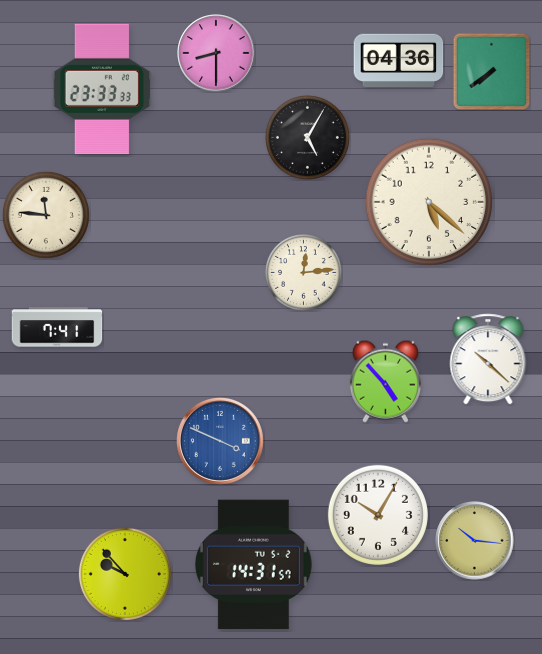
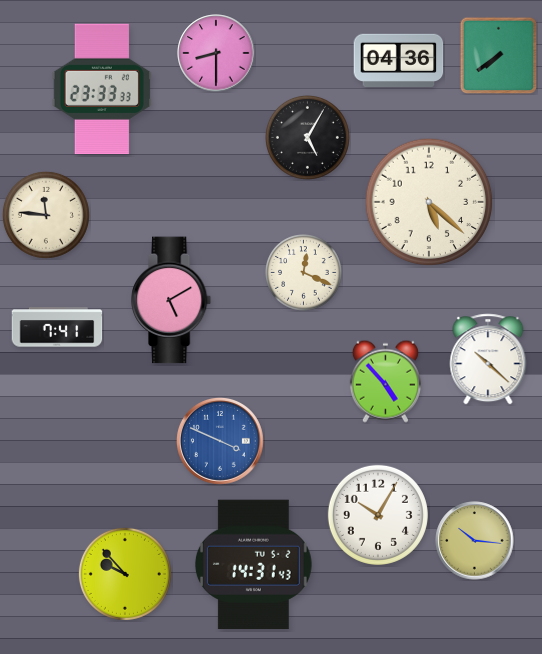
clock at (491, 71) position: (491, 71) -> (498, 55)
clock at (304, 273): 12:14 -> 12:19
clock at (172, 300): none -> 5:10
clock at (253, 565): 14:31:57 -> 14:31:43
